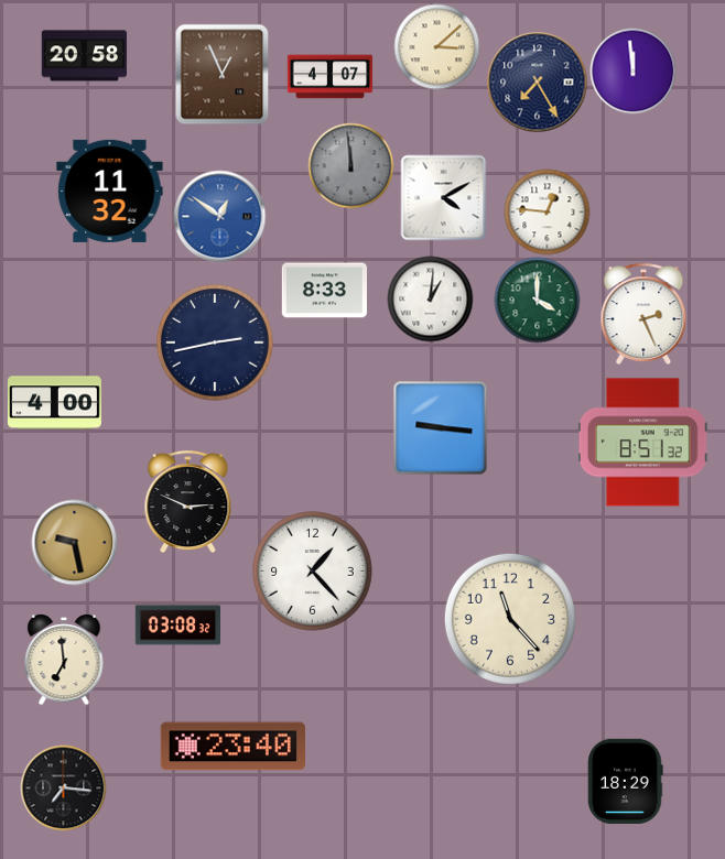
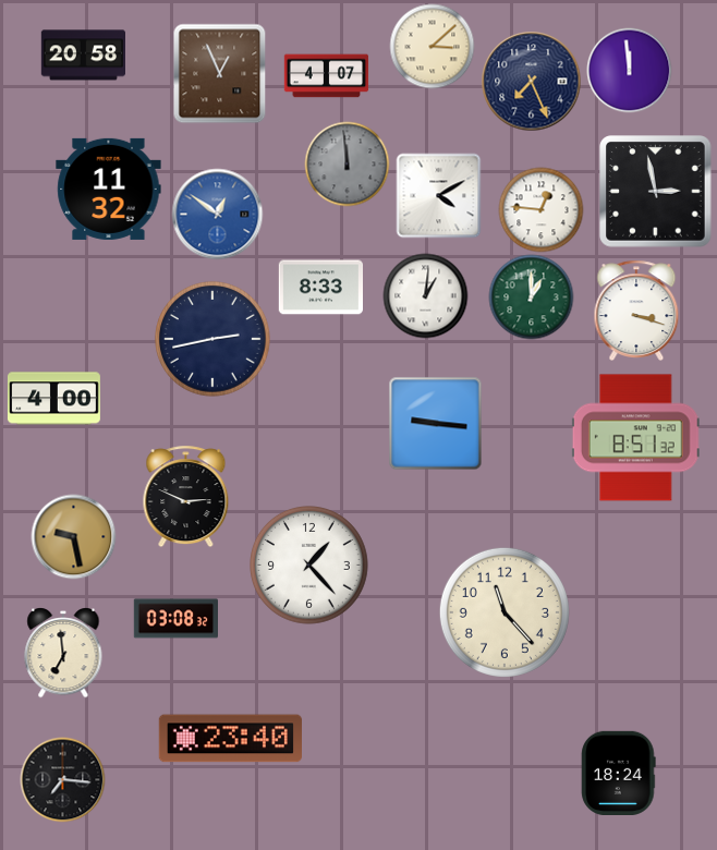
clock at (632, 70) position: (632, 70) -> (629, 70)
clock at (537, 81): 7:25 -> 7:26
clock at (656, 192): none -> 2:58
clock at (537, 300): 4:00 -> 1:00
clock at (643, 313): 2:26 -> 3:18
clock at (626, 781): 18:29 -> 18:24
